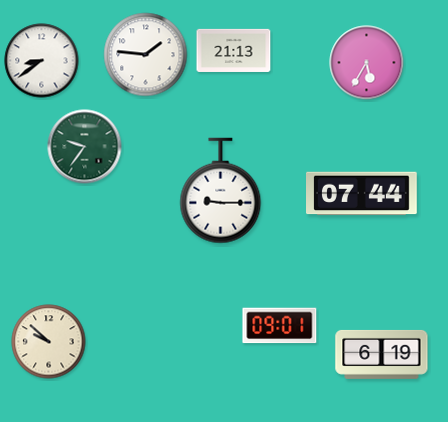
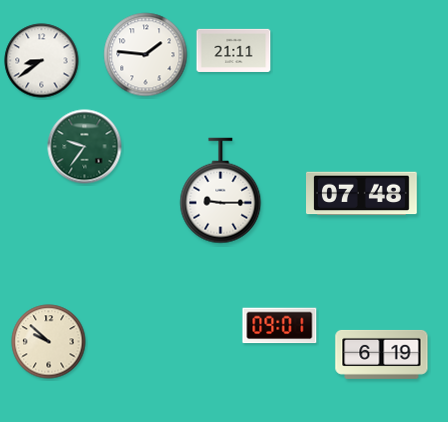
clock at (234, 50): 21:13 -> 21:11
clock at (367, 63): 5:35 -> none
clock at (362, 194): 07:44 -> 07:48
